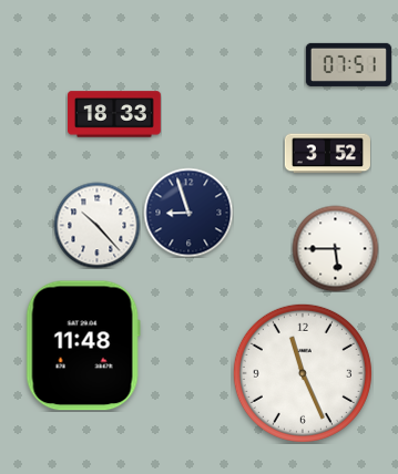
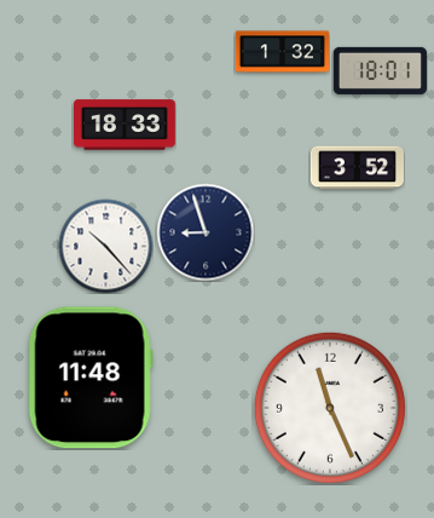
clock at (282, 52): none -> 1:32
clock at (348, 64): 07:51 -> 18:01
clock at (335, 248): 5:45 -> none
